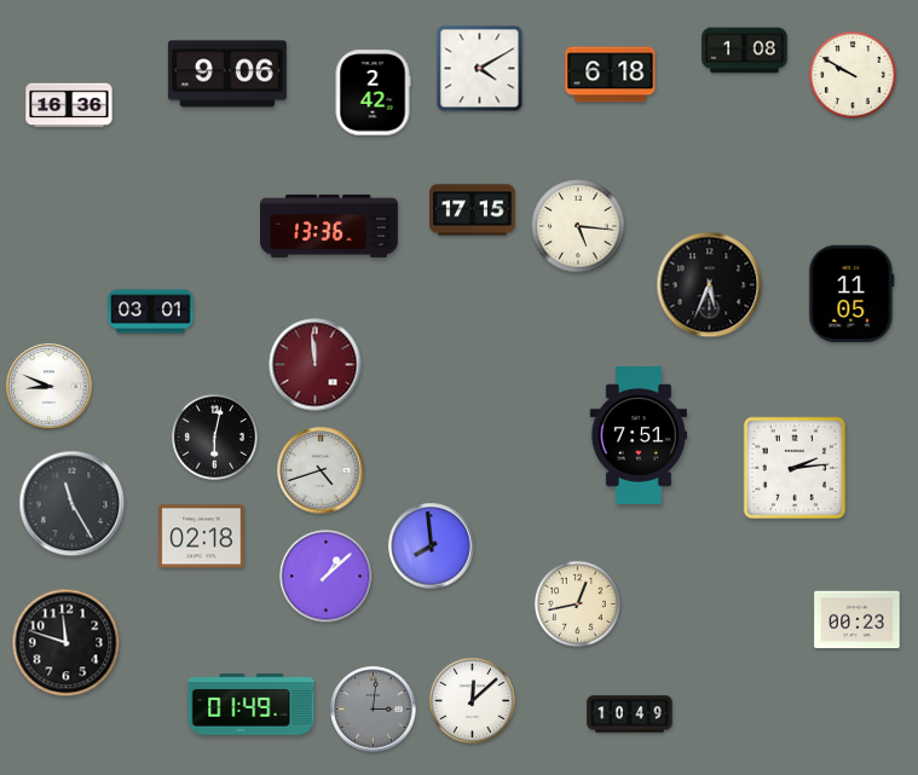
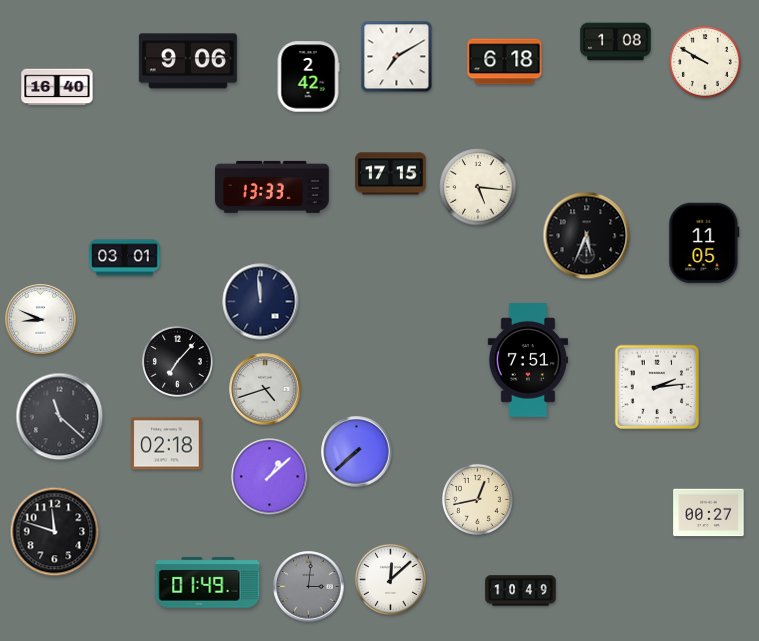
clock at (480, 69): 4:10 -> 7:10
clock at (69, 105): 16:36 -> 16:40
clock at (330, 226): 13:36 -> 13:33
clock at (316, 365) dial: burgundy -> navy
clock at (214, 436): 6:02 -> 7:07
clock at (73, 504): 11:25 -> 11:22
clock at (432, 546): 7:59 -> 7:38
clock at (858, 620): 00:23 -> 00:27
